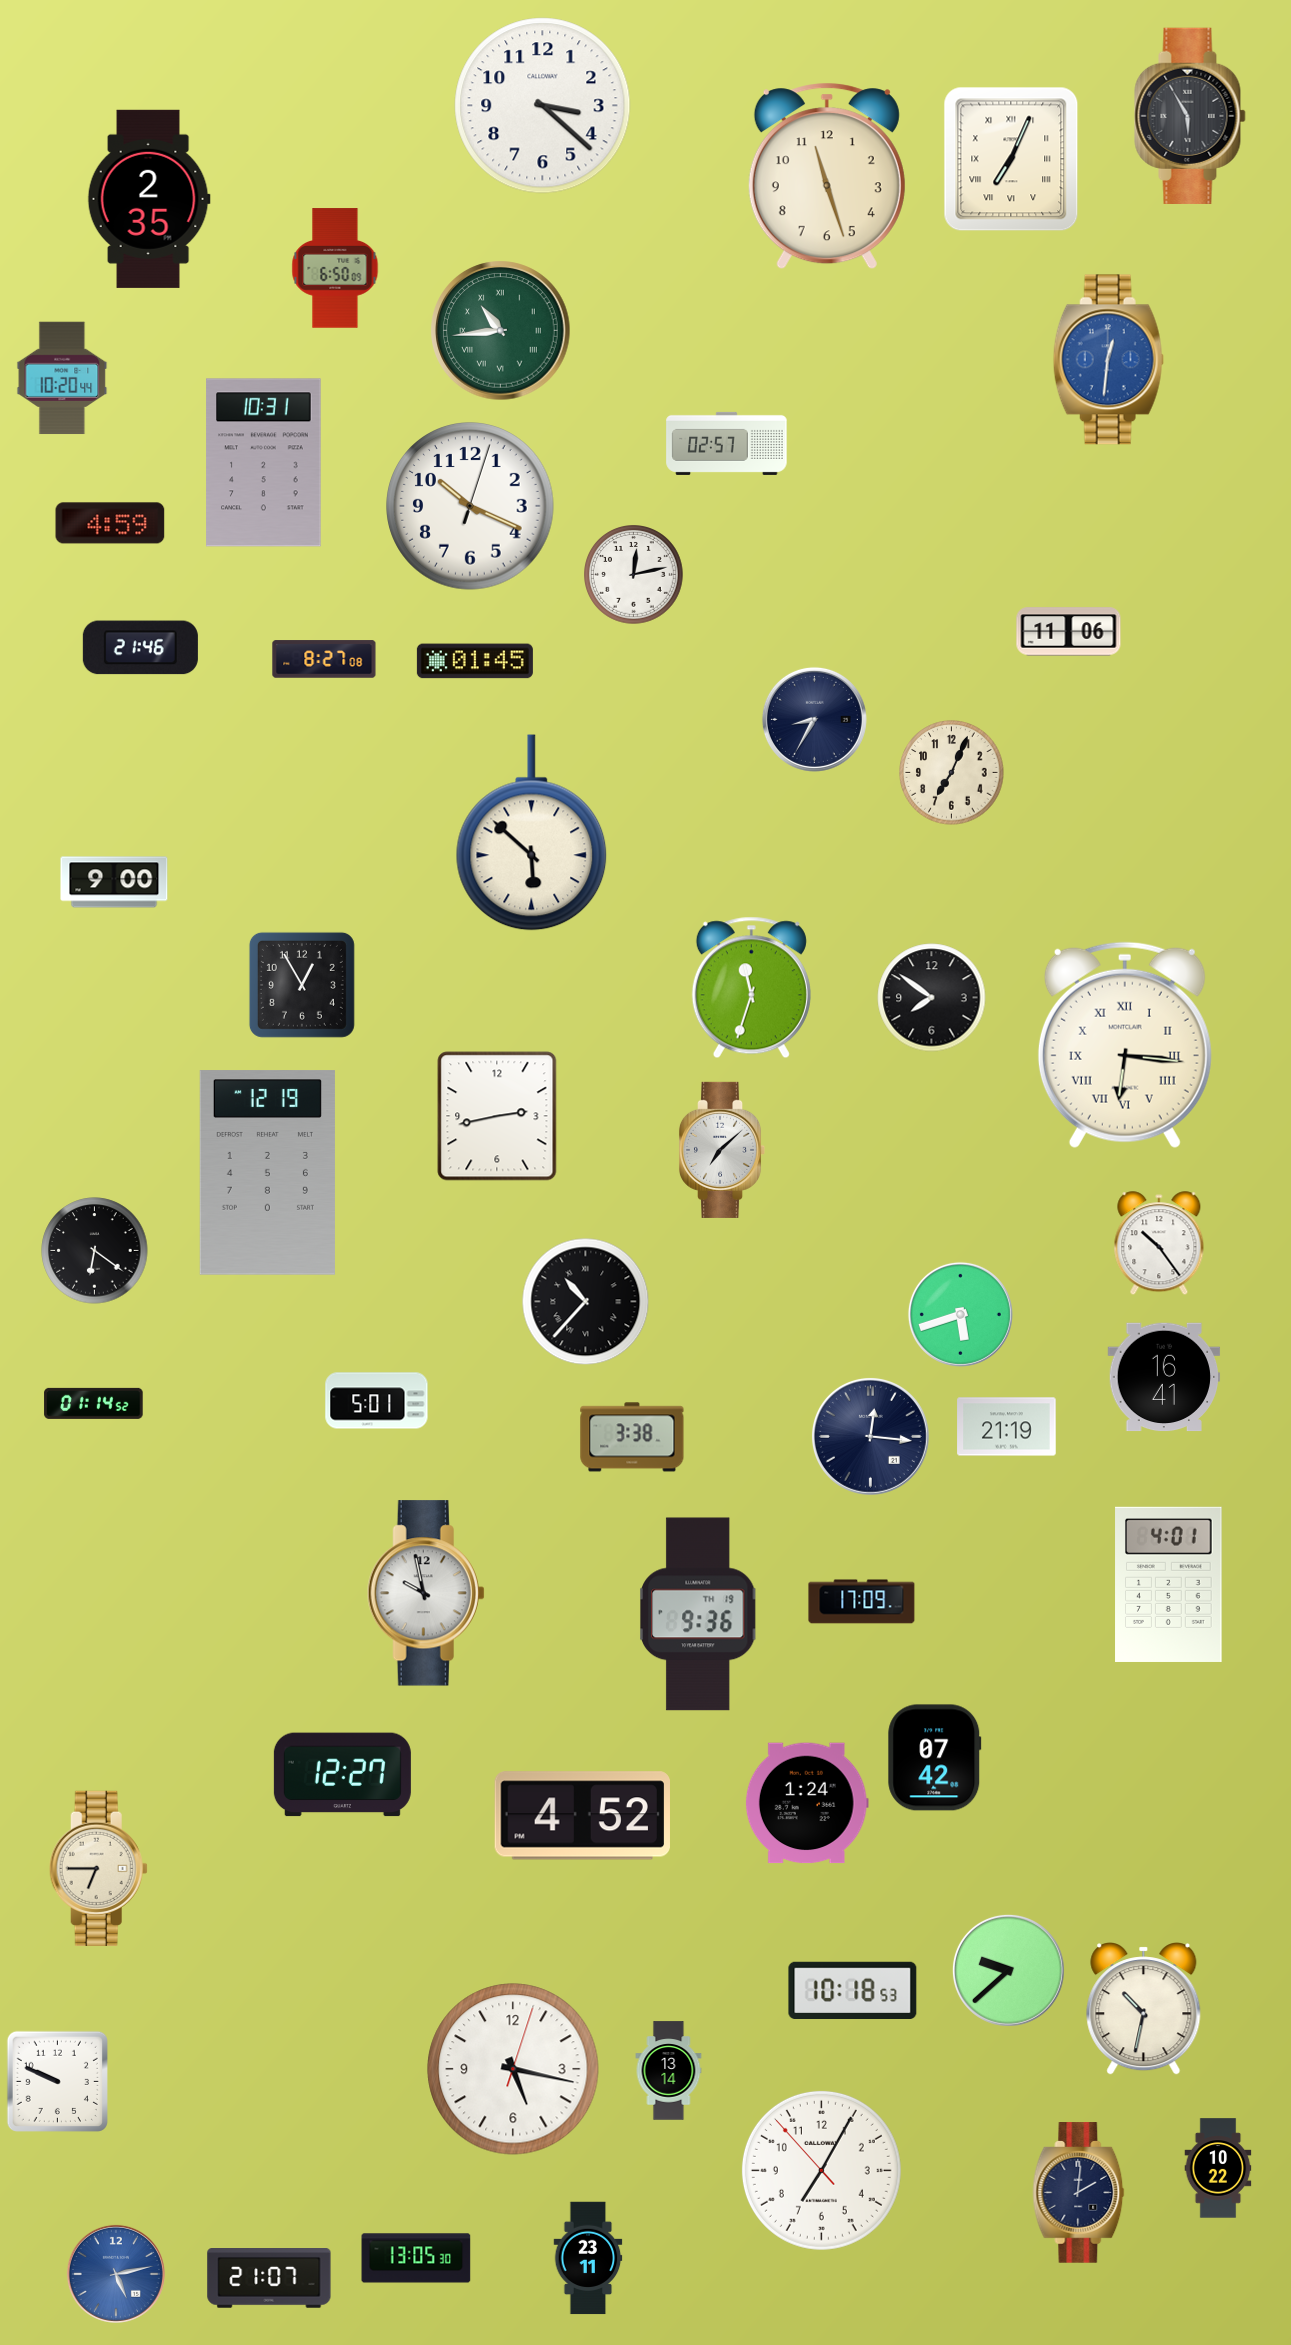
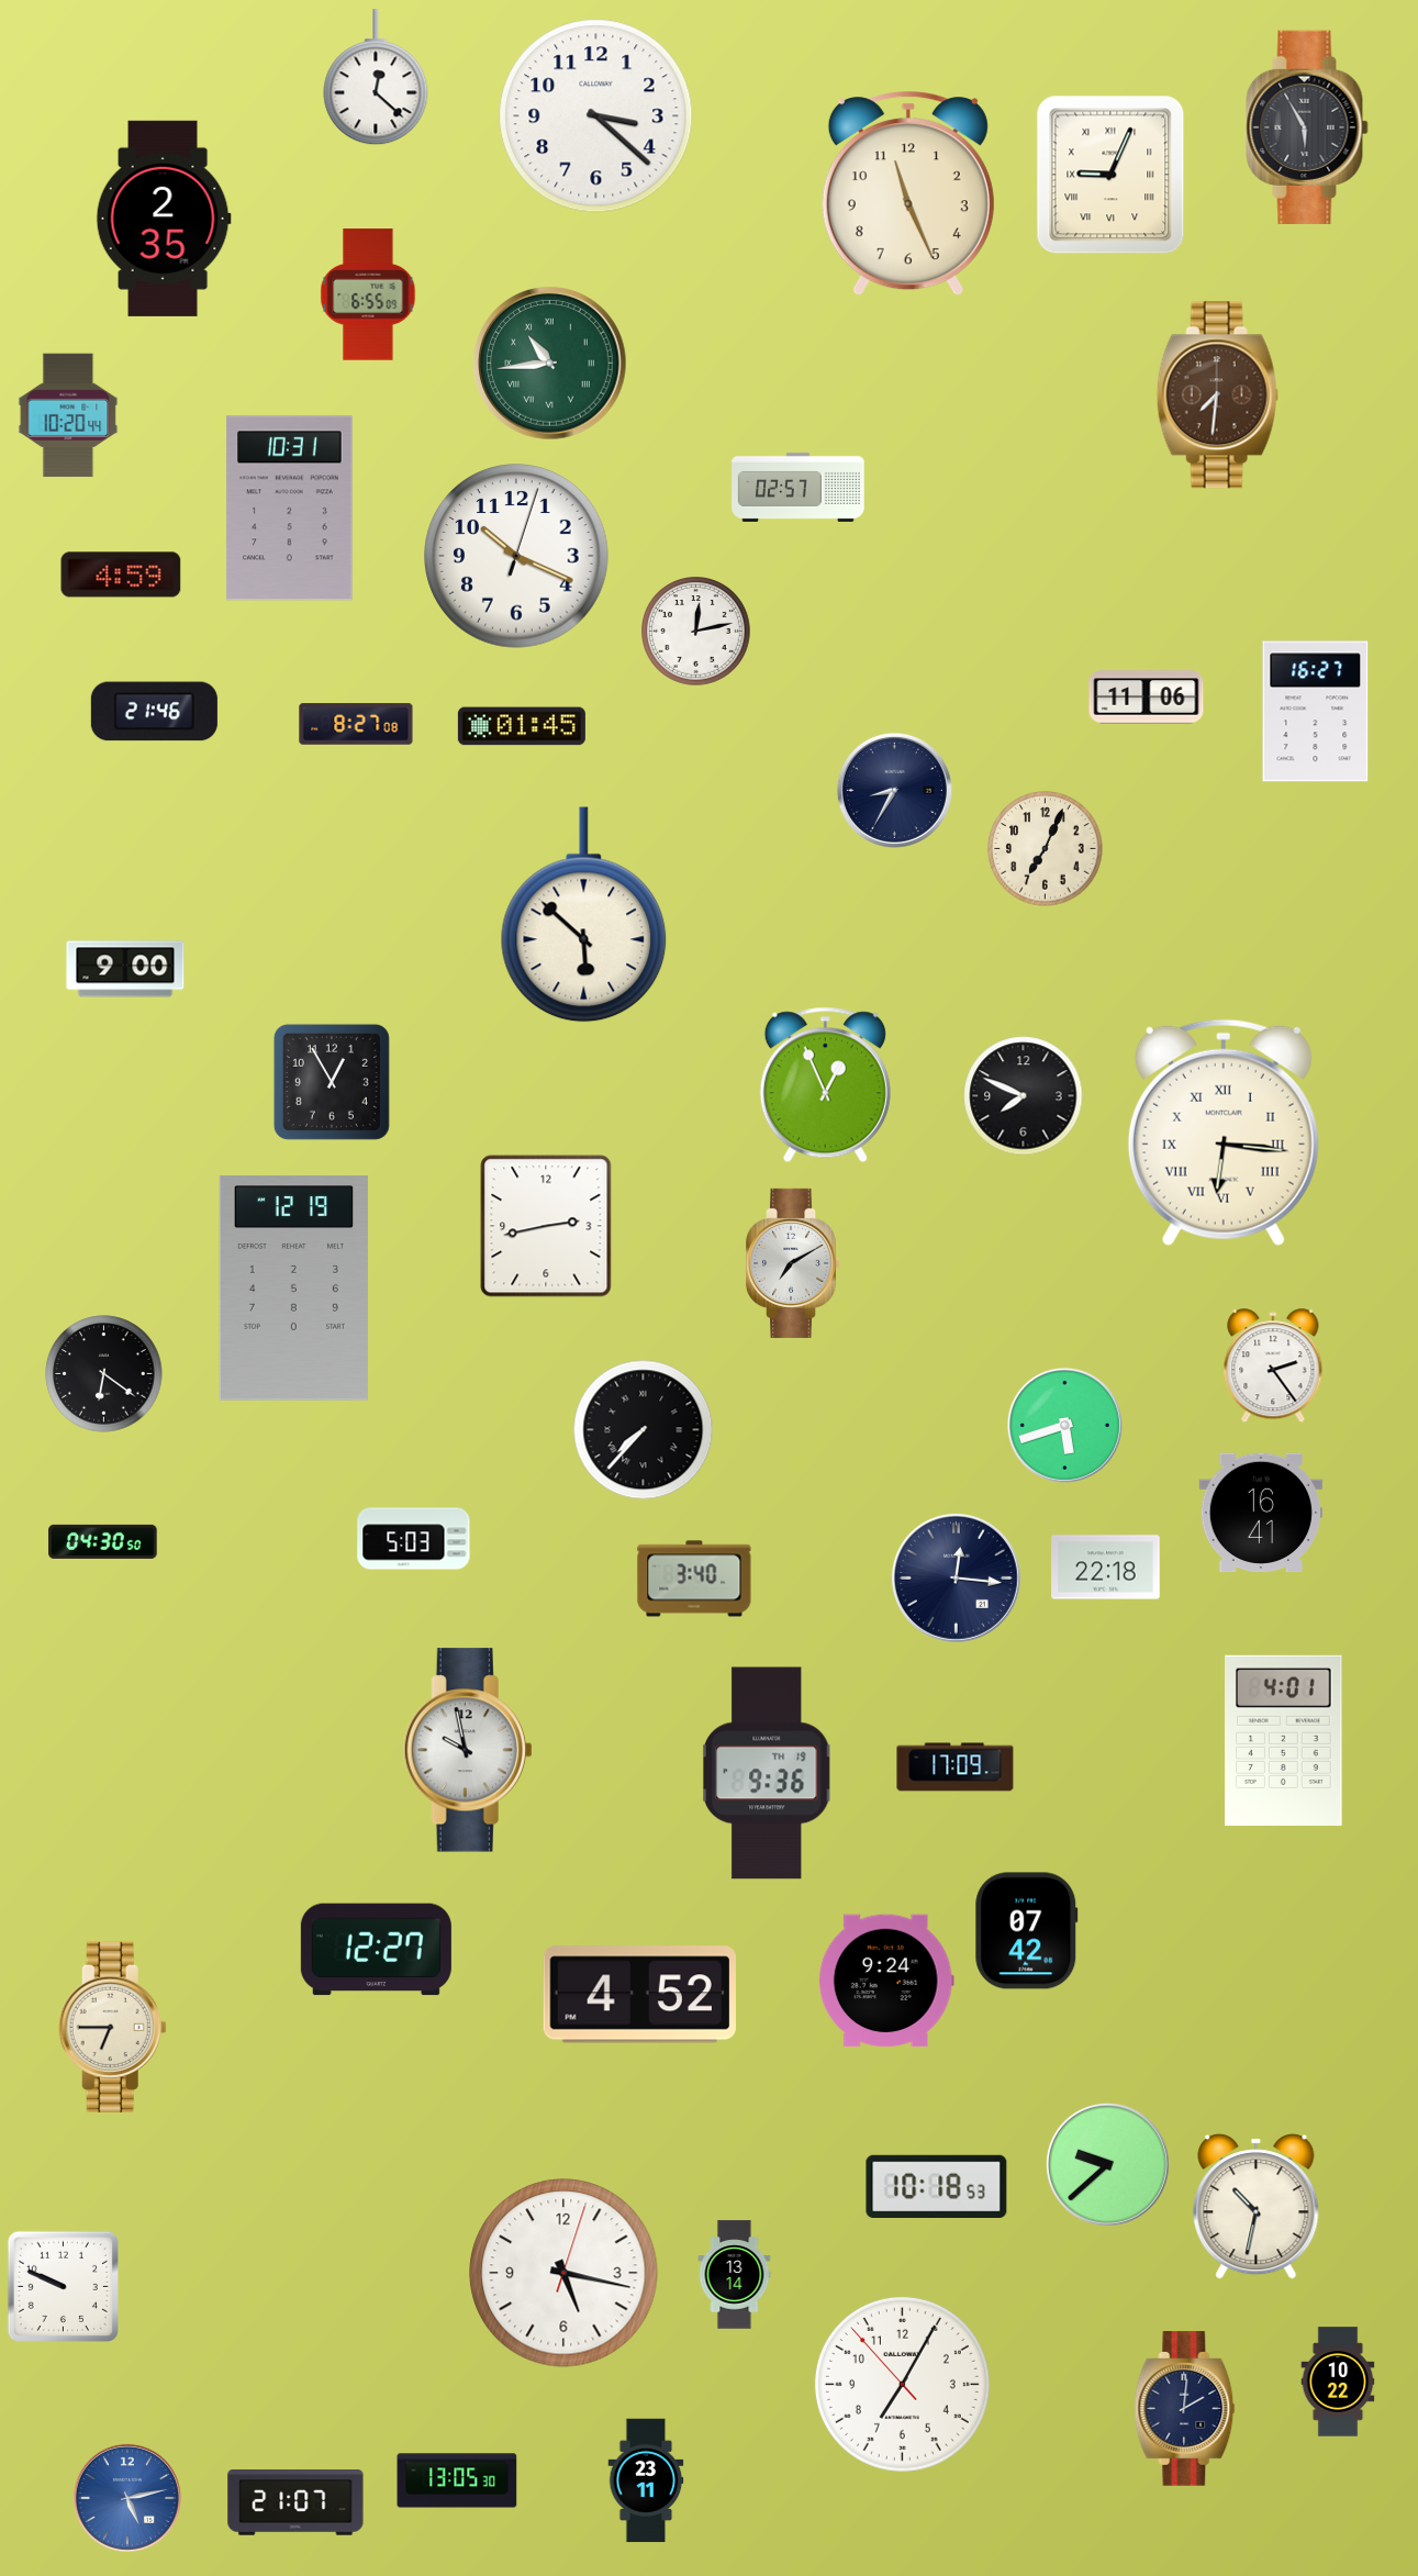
clock at (376, 78): none -> 12:22
clock at (1011, 159): 7:04 -> 9:04
clock at (827, 176): 11:27 -> 11:26
clock at (335, 268): 6:50 -> 6:55
clock at (1108, 360): 12:31 -> 7:31
clock at (1108, 360) dial: blue -> brown
clock at (1069, 632) position: (1069, 632) -> (1147, 698)
clock at (1316, 712): none -> 16:27
clock at (751, 988): 11:33 -> 12:56
clock at (932, 998): 7:51 -> 7:49
clock at (1125, 1045) position: (1125, 1045) -> (1224, 1133)
clock at (722, 1150): 7:08 -> 7:10
clock at (1159, 1244): 10:24 -> 2:24
clock at (586, 1302): 10:37 -> 7:37
clock at (960, 1314) position: (960, 1314) -> (1064, 1425)
clock at (1164, 1377) position: (1164, 1377) -> (1261, 1513)
clock at (377, 1401): 5:01 -> 5:03
clock at (94, 1403): 01:14 -> 04:30
clock at (1007, 1427): 21:19 -> 22:18
clock at (632, 1437): 3:38 -> 3:40
clock at (862, 1602) position: (862, 1602) -> (956, 1767)
clock at (807, 1803): 1:24 -> 9:24
clock at (98, 1868) position: (98, 1868) -> (112, 2027)
